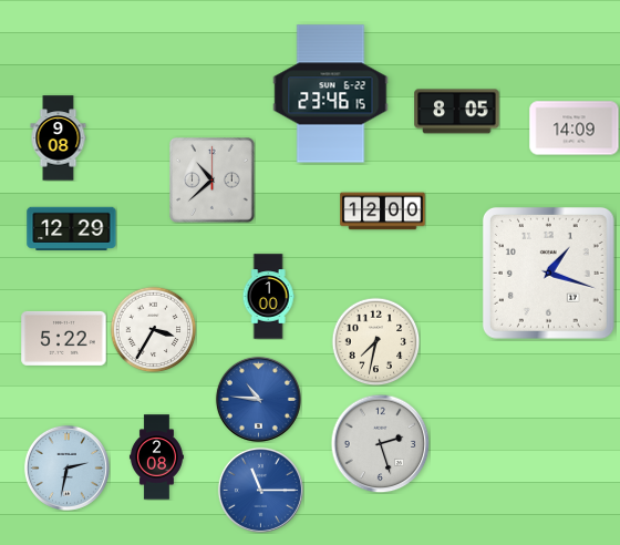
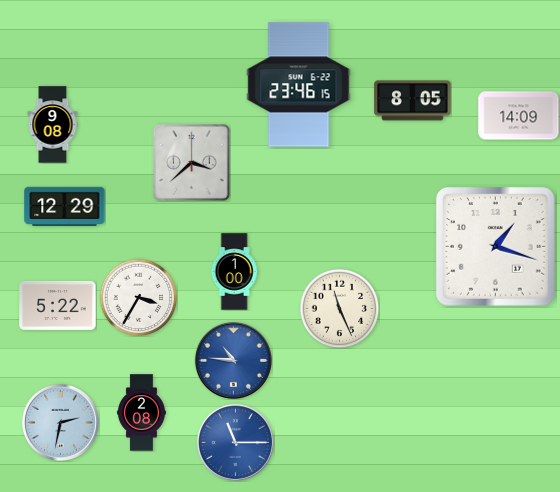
clock at (213, 181): 10:38 -> 3:38
clock at (383, 212): 12:00 -> none
clock at (268, 297) position: (268, 297) -> (234, 272)
clock at (375, 341): 7:32 -> 11:26
clock at (380, 443): 2:27 -> none
